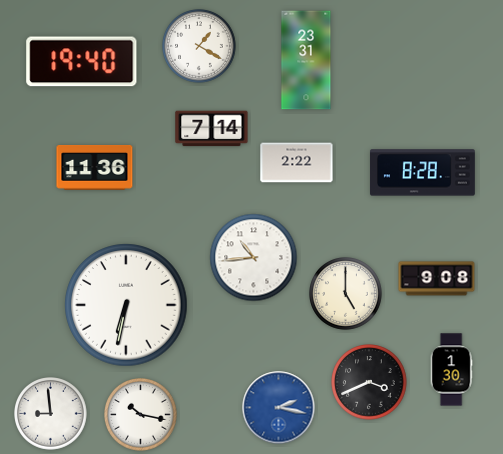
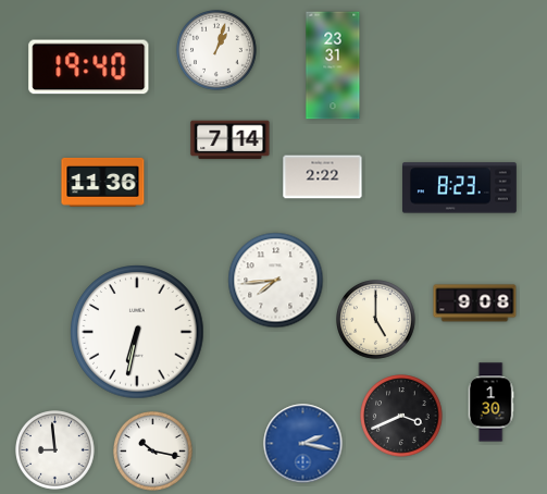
clock at (199, 46): 1:20 -> 1:03
clock at (422, 173): 8:28 -> 8:23
clock at (254, 258): 10:44 -> 7:44
